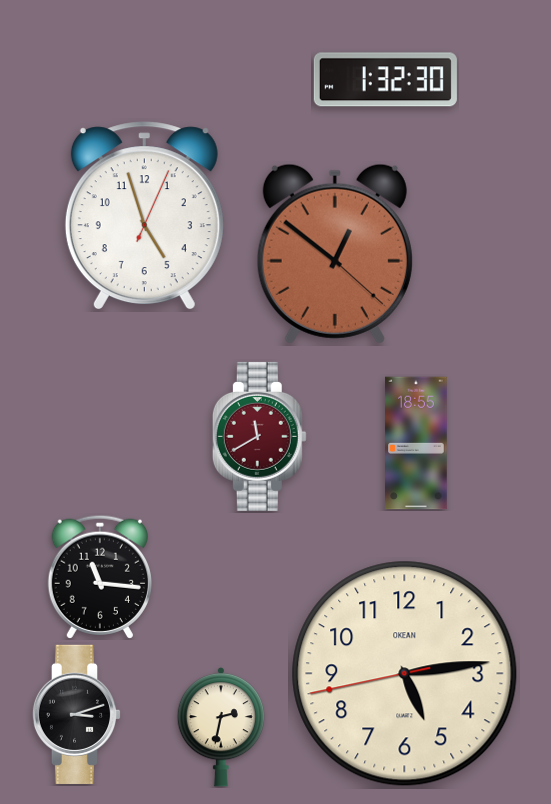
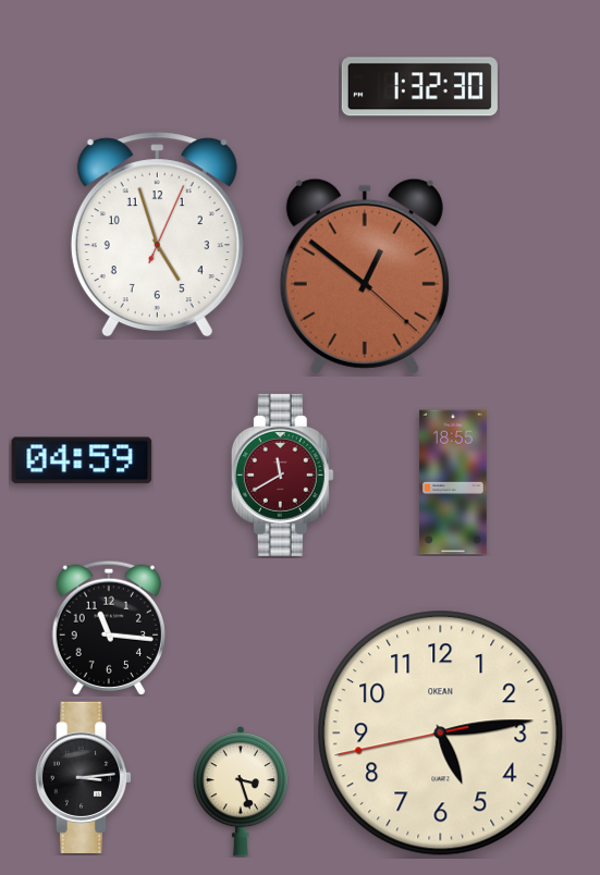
clock at (82, 460): none -> 04:59
clock at (77, 714): 3:12 -> 3:14
clock at (220, 727): 2:32 -> 3:27
